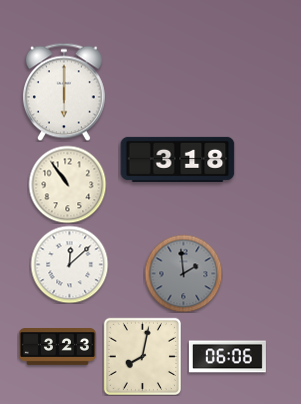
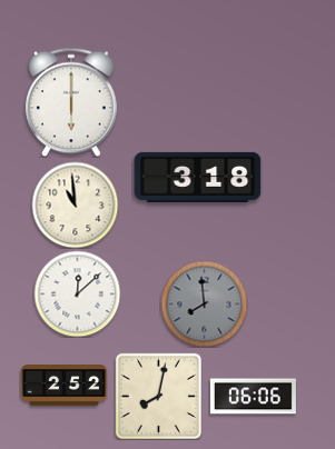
clock at (67, 184): 10:54 -> 10:59
clock at (183, 273): 1:59 -> 7:59
clock at (57, 347): 3:23 -> 2:52
